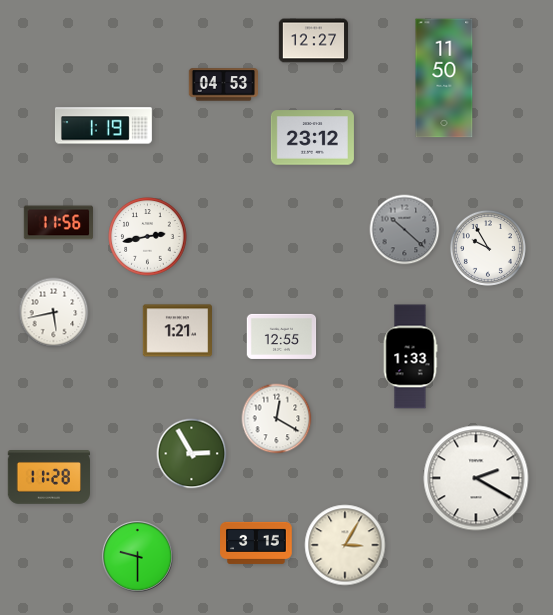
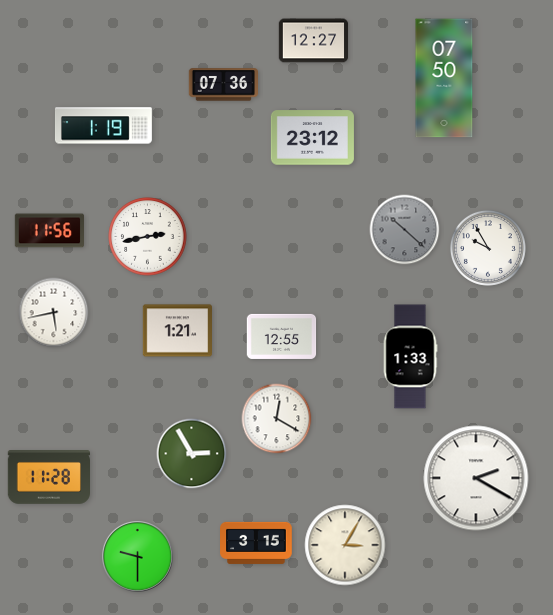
clock at (444, 78): 11:50 -> 07:50
clock at (224, 85): 04:53 -> 07:36
clock at (58, 223) position: (58, 223) -> (49, 231)
